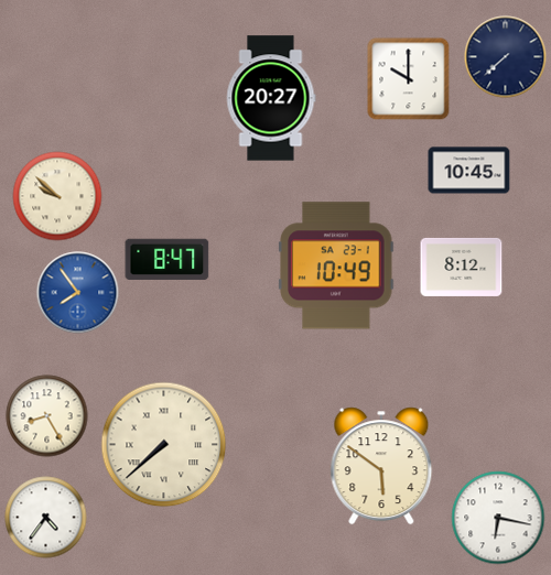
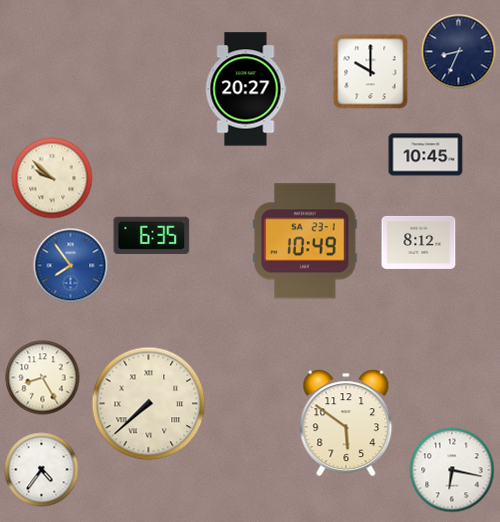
clock at (506, 57): 7:38 -> 8:34
clock at (168, 259): 8:47 -> 6:35
